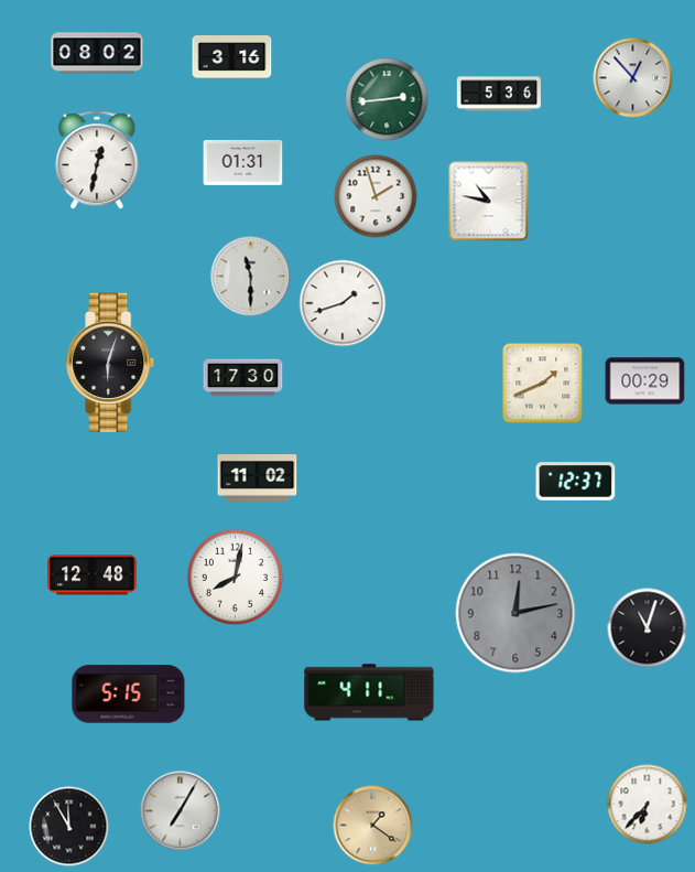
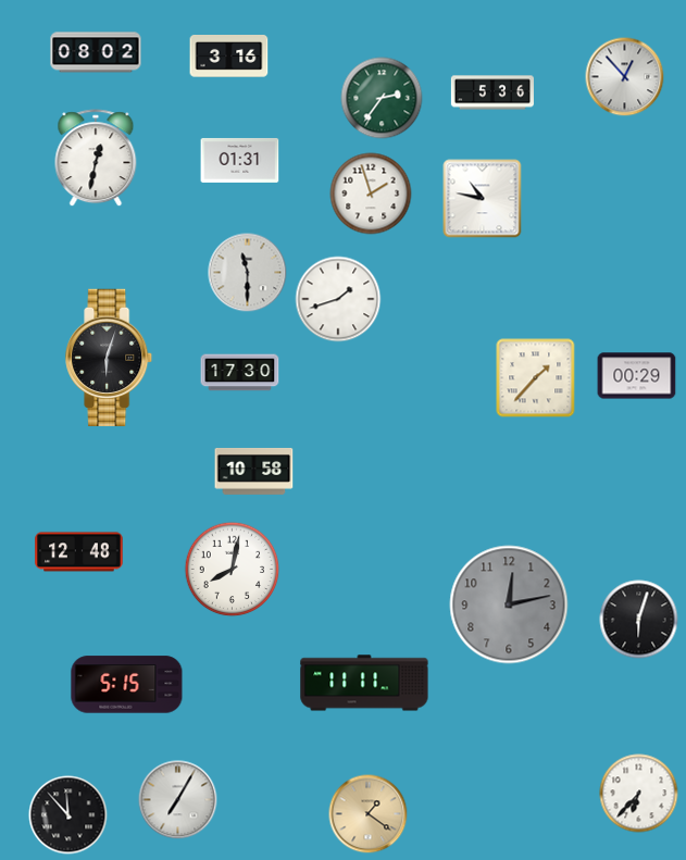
clock at (387, 99): 2:44 -> 2:36
clock at (543, 384): 1:41 -> 1:37
clock at (258, 477): 11:02 -> 10:58
clock at (576, 482): 12:37 -> none
clock at (93, 575) position: (93, 575) -> (79, 552)
clock at (648, 628): 11:03 -> 6:03
clock at (369, 692): 4:11 -> 11:11
clock at (69, 827): 11:55 -> 11:53
